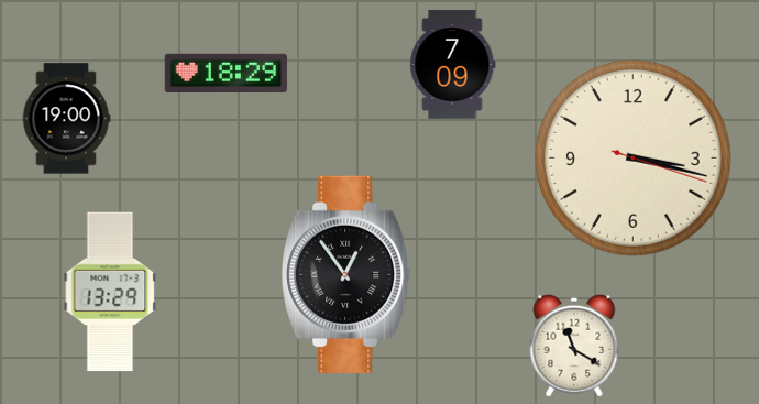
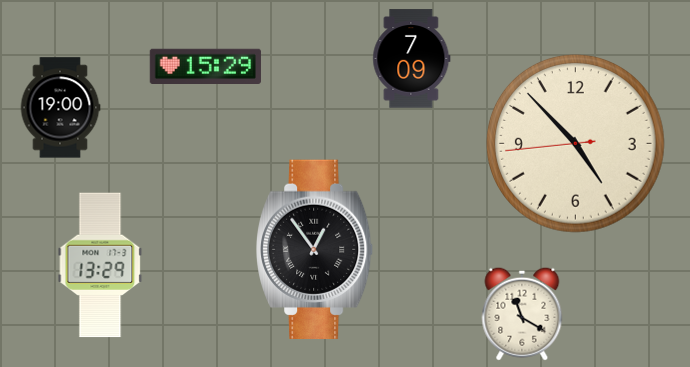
clock at (226, 73): 18:29 -> 15:29
clock at (634, 159): 3:17 -> 4:52
